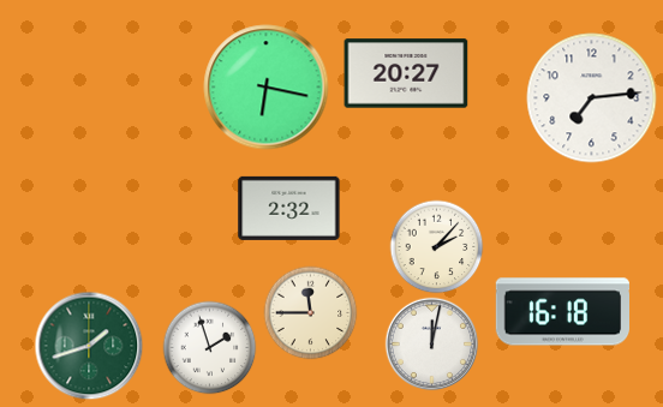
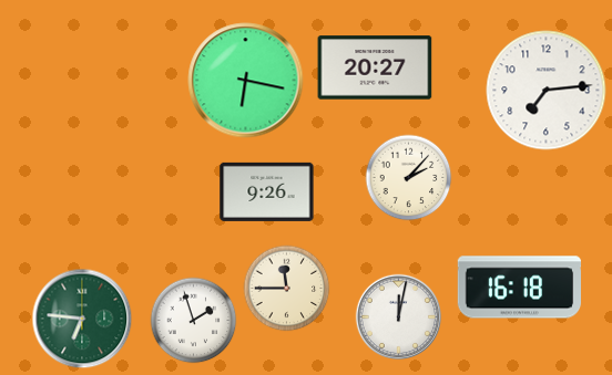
clock at (289, 208): 2:32 -> 9:26
clock at (436, 246) position: (436, 246) -> (408, 177)
clock at (89, 346): 1:42 -> 6:46
